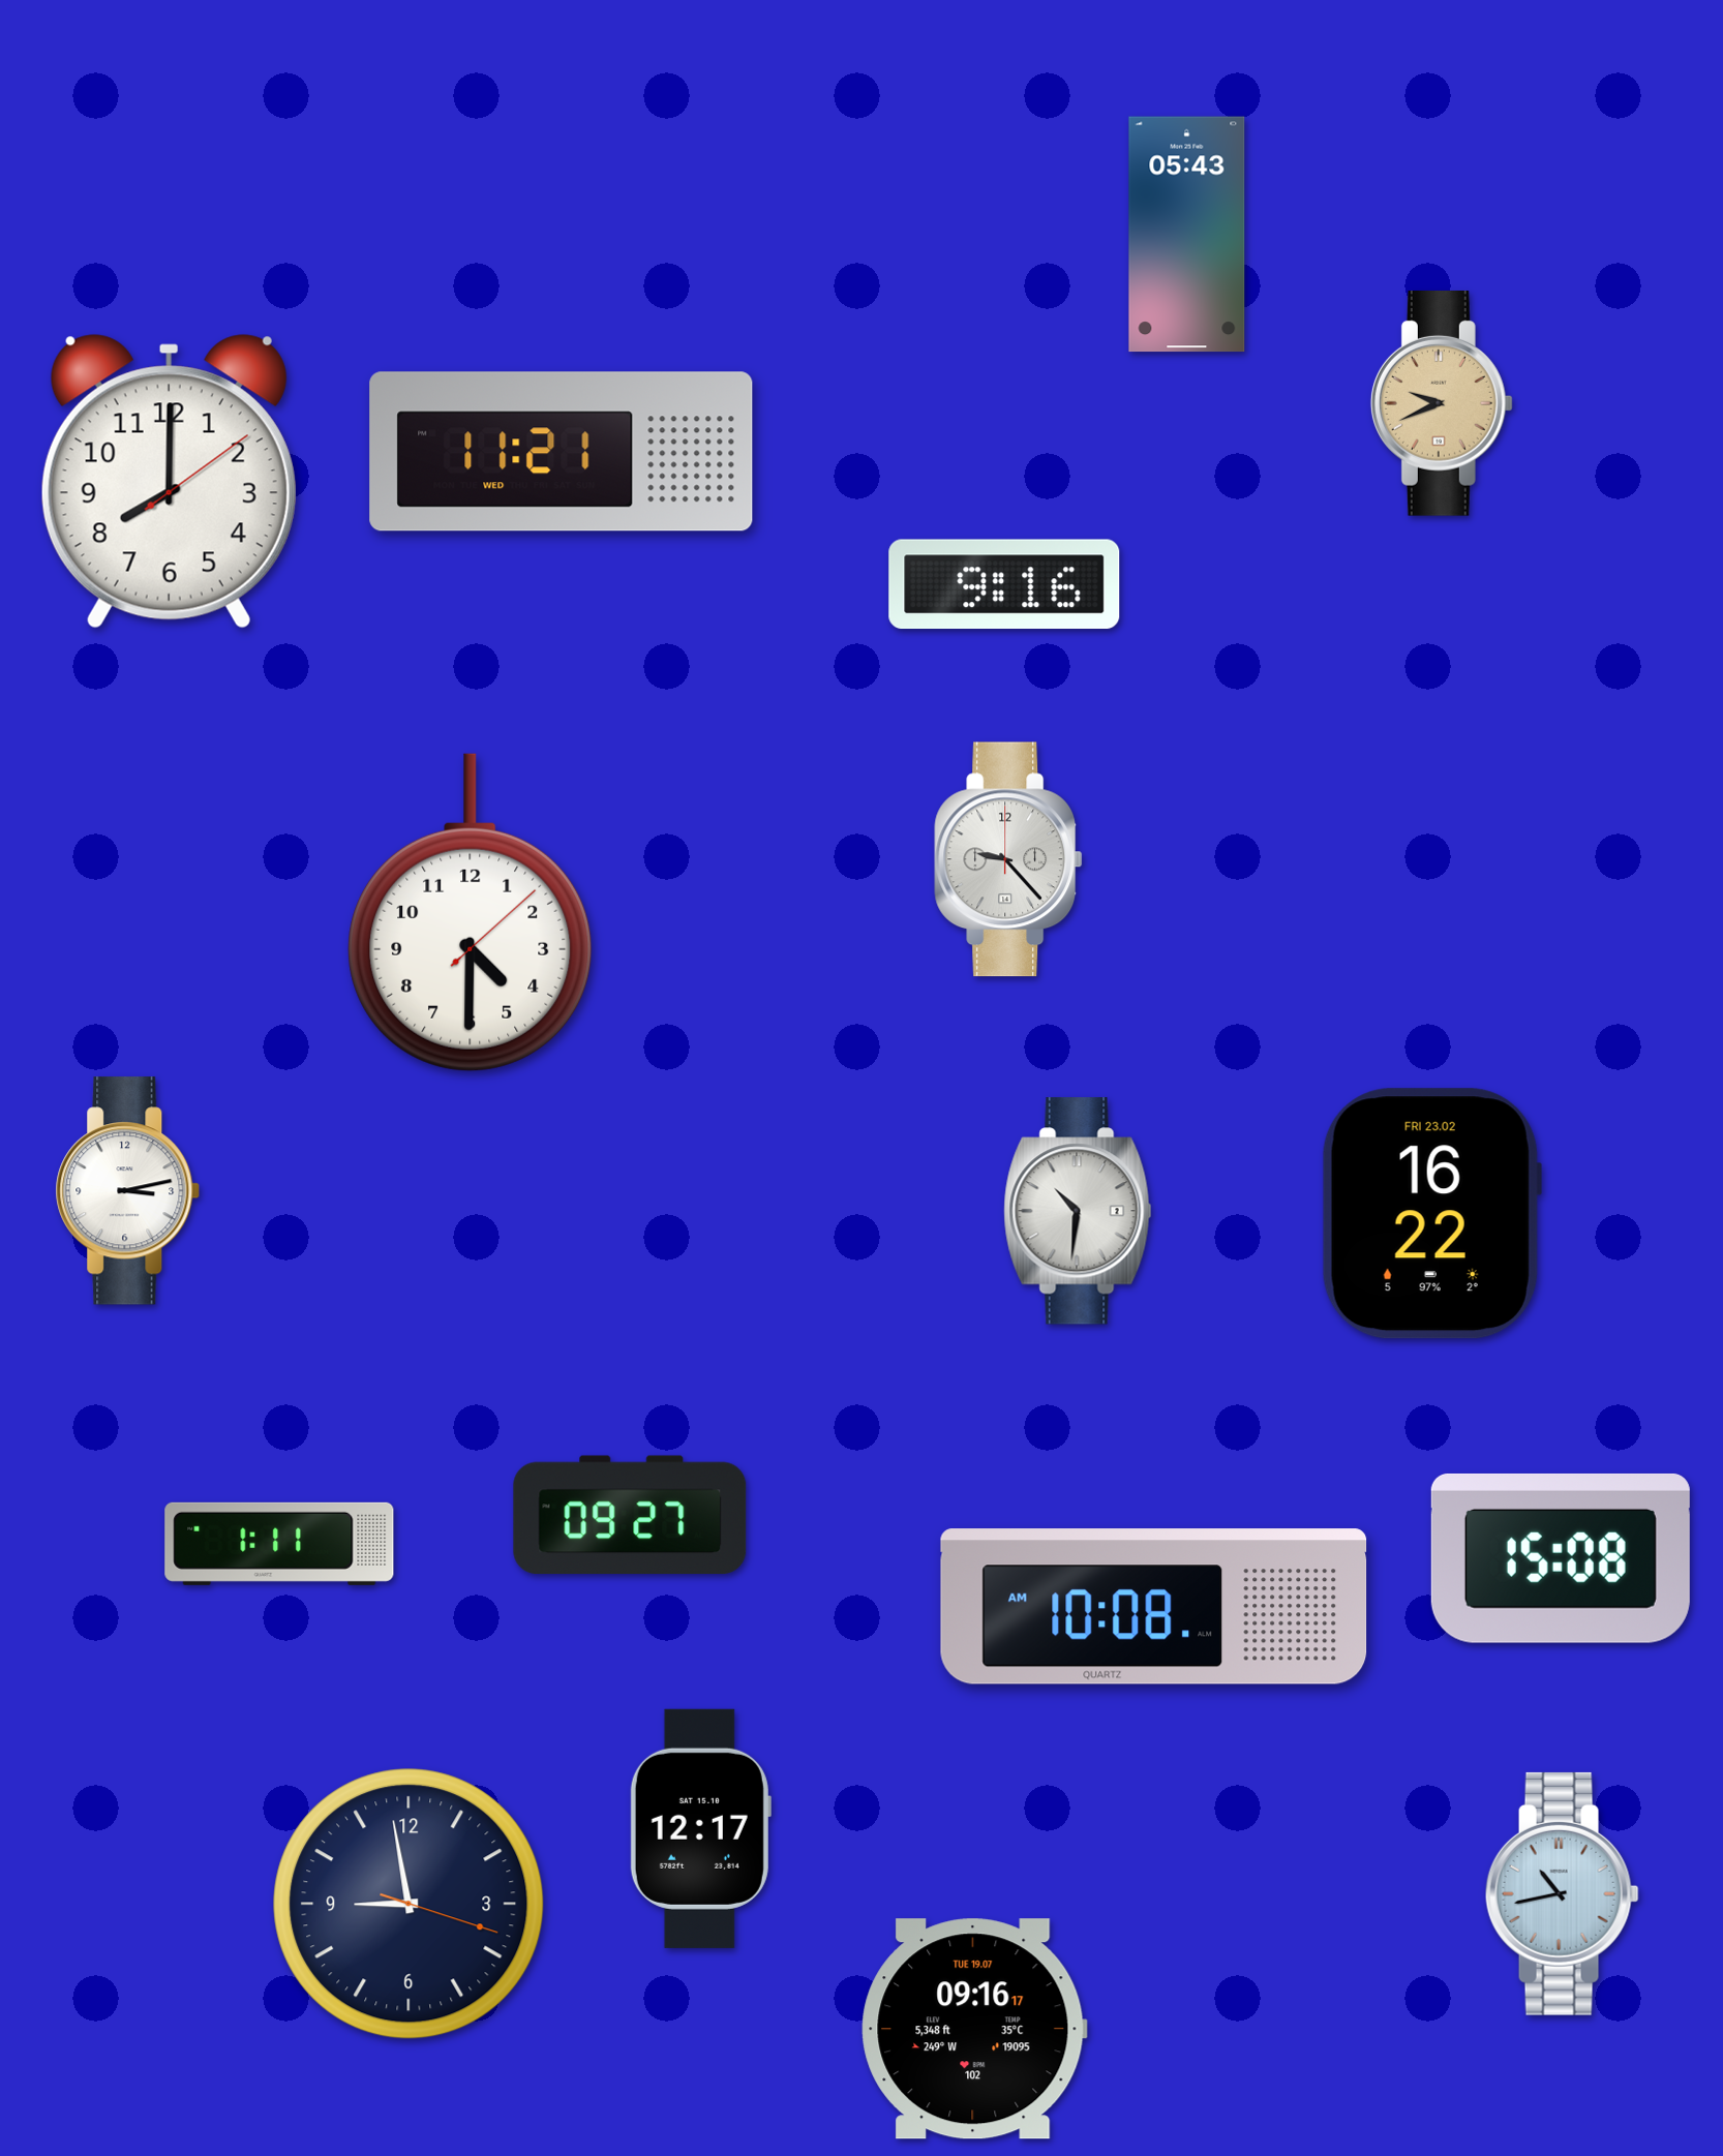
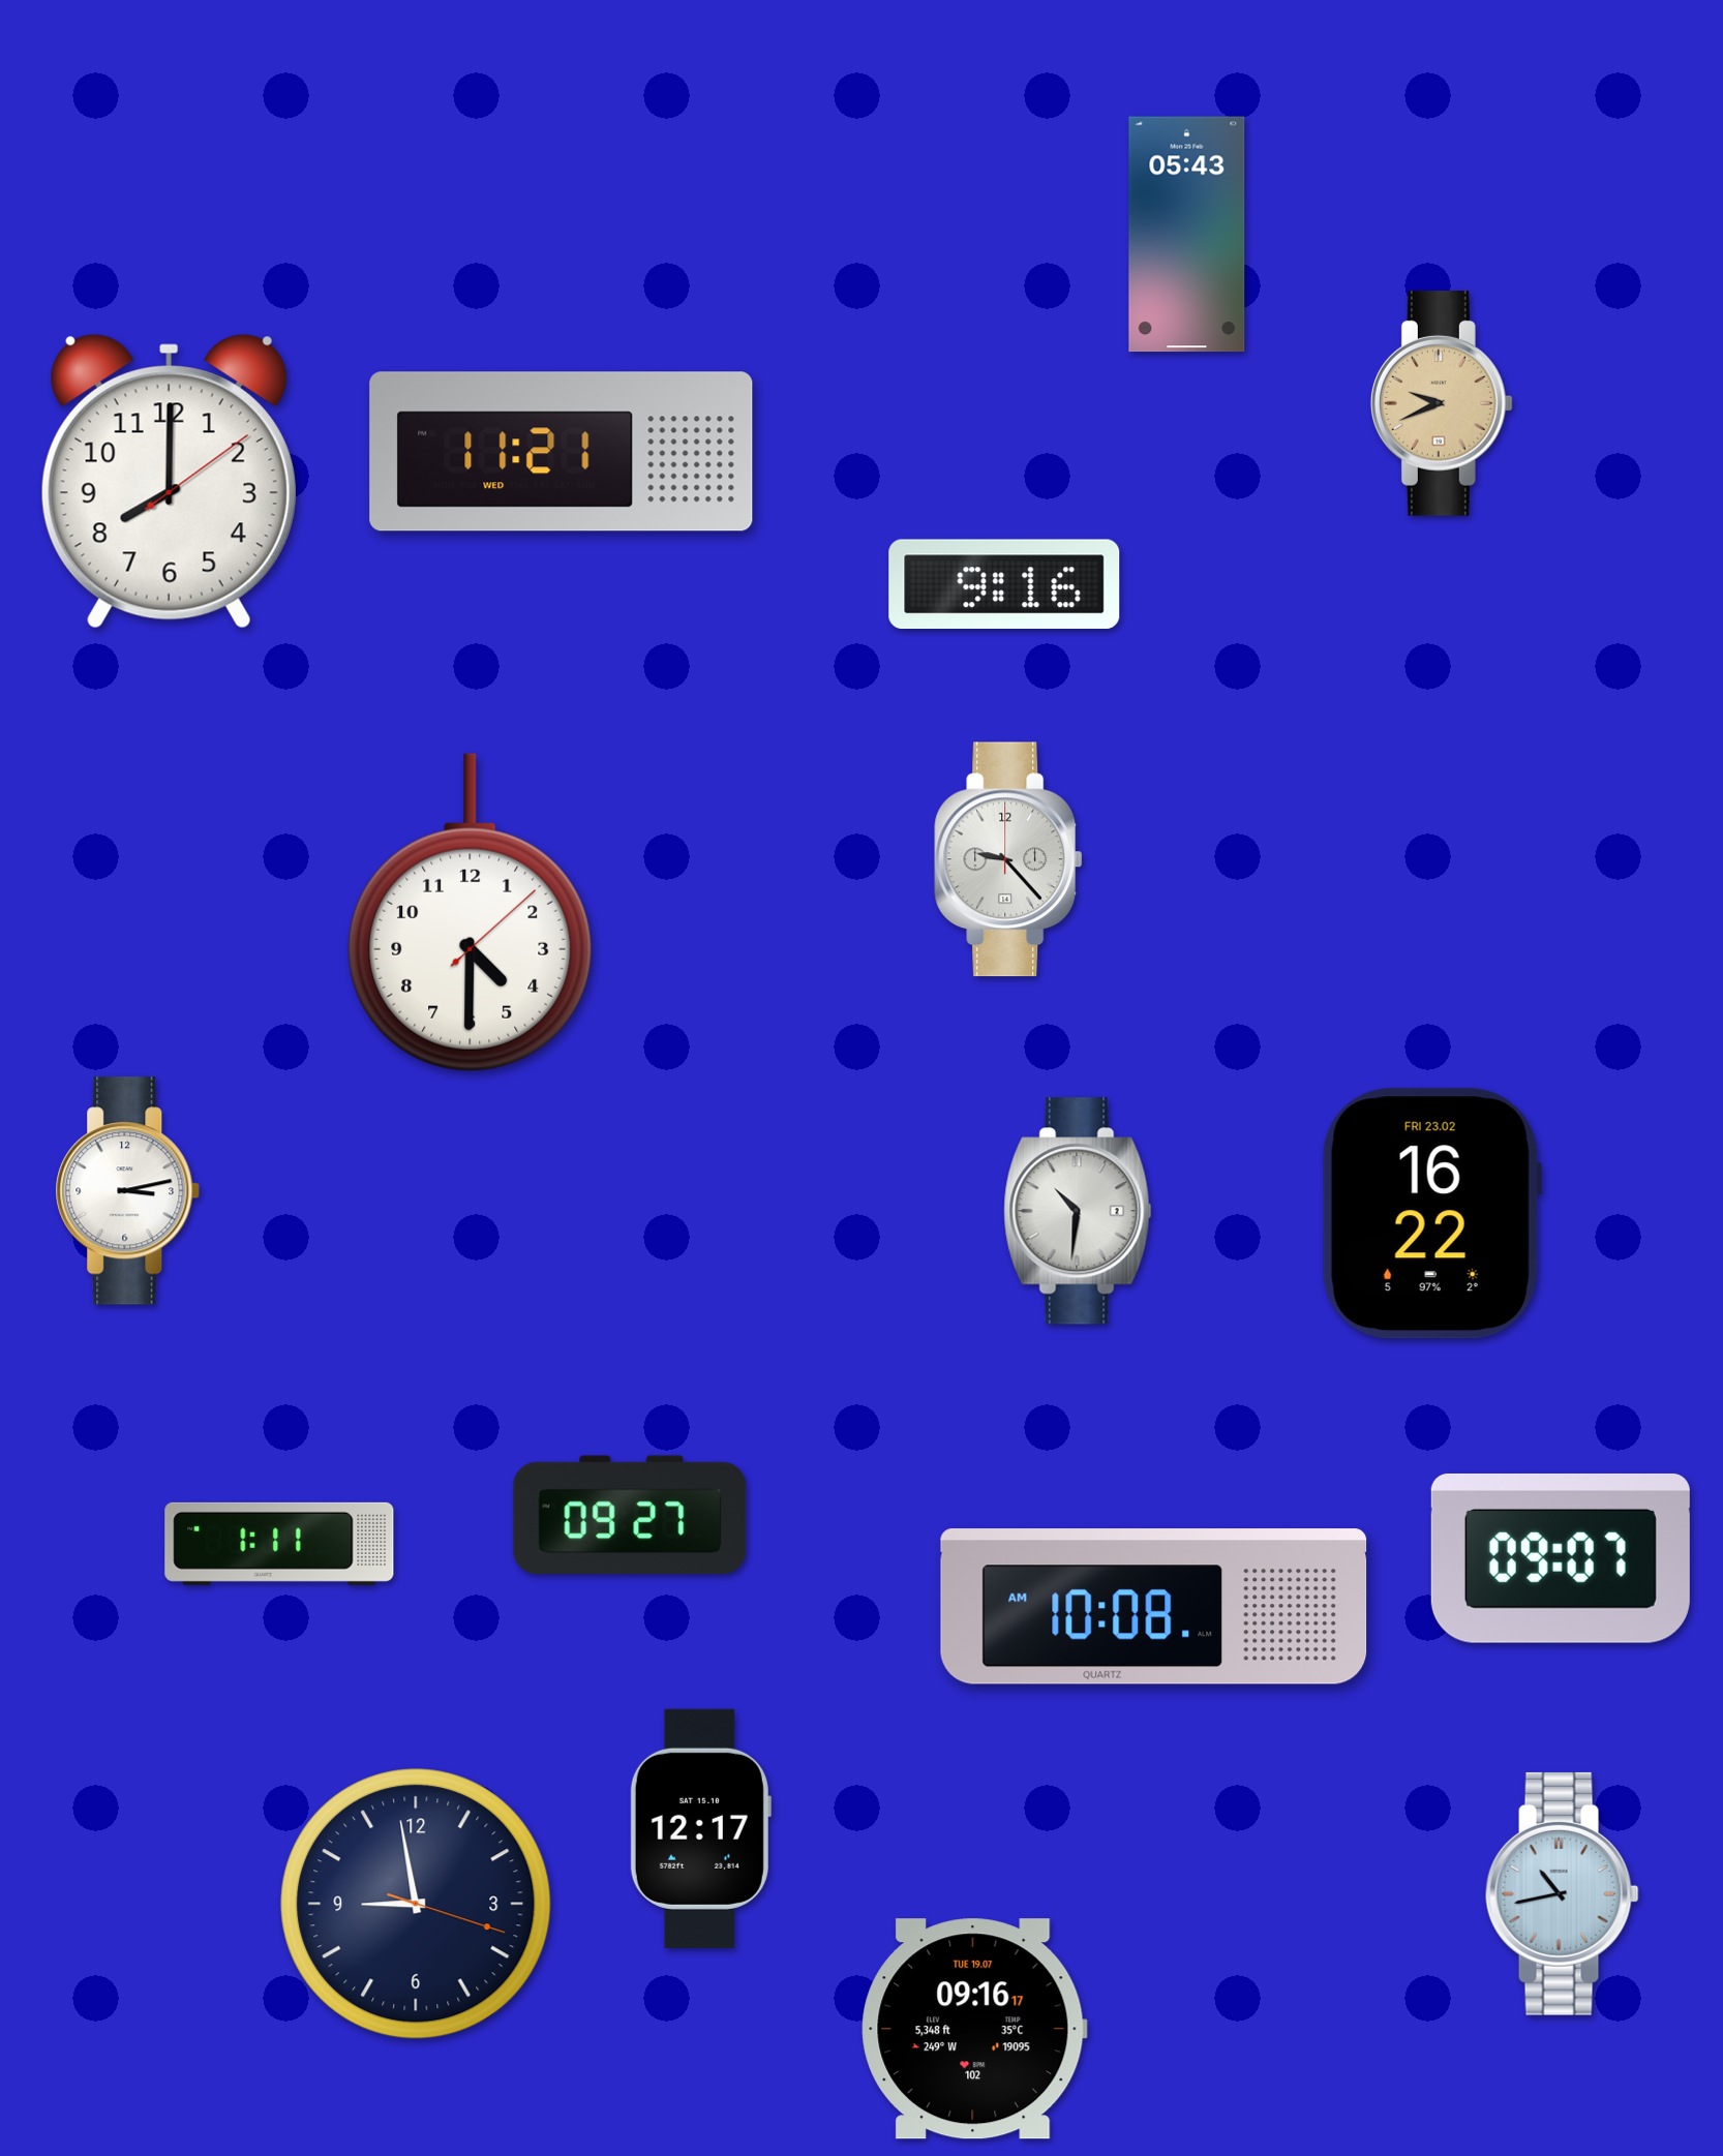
clock at (1561, 1558): 15:08 -> 09:07
clock at (409, 1904) position: (409, 1904) -> (416, 1904)
